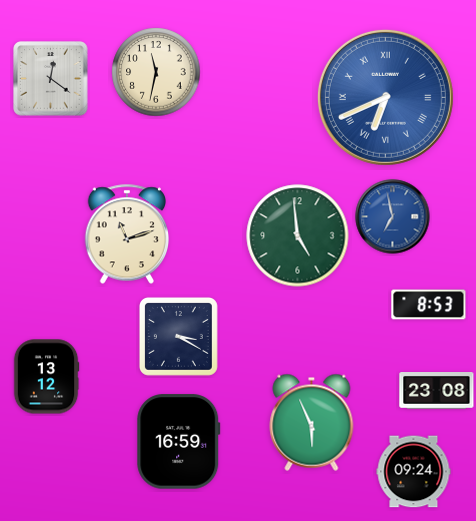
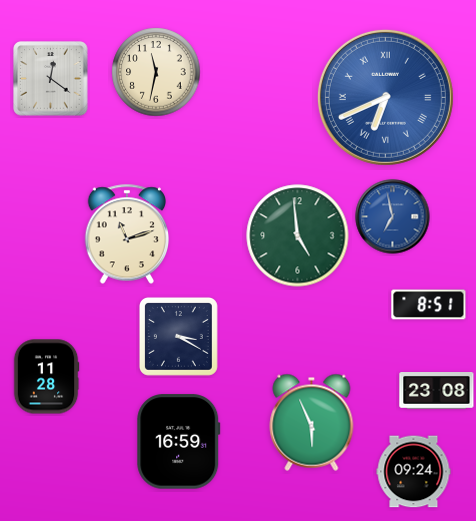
clock at (429, 305): 8:53 -> 8:51
clock at (46, 377): 13:12 -> 11:28
